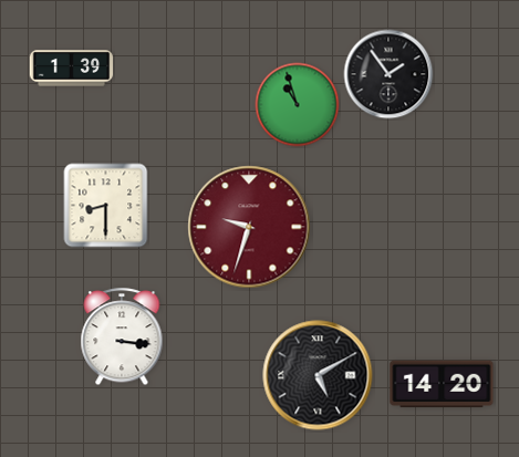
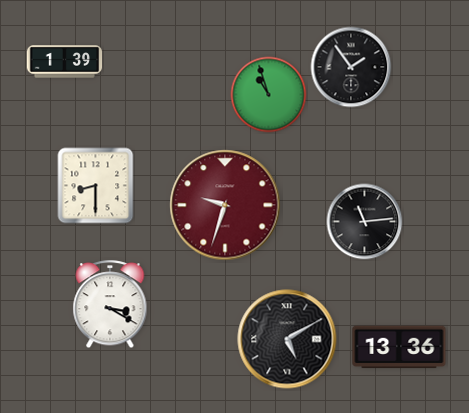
clock at (365, 222): none -> 11:14
clock at (122, 337): 3:16 -> 3:20
clock at (442, 384): 14:20 -> 13:36
